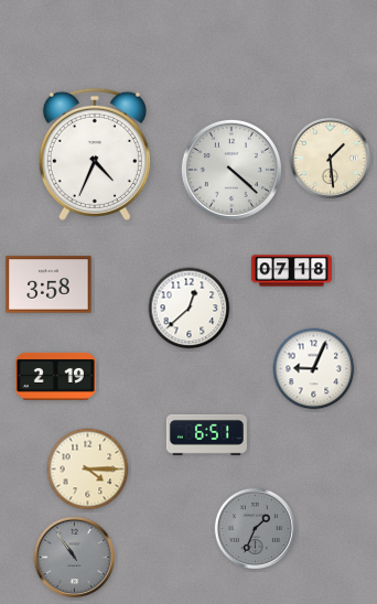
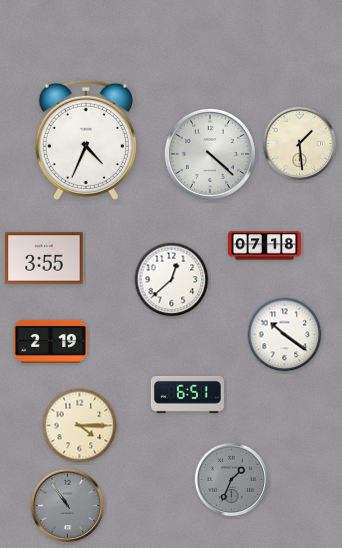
clock at (49, 284): 3:58 -> 3:55
clock at (314, 369): 9:04 -> 10:21
